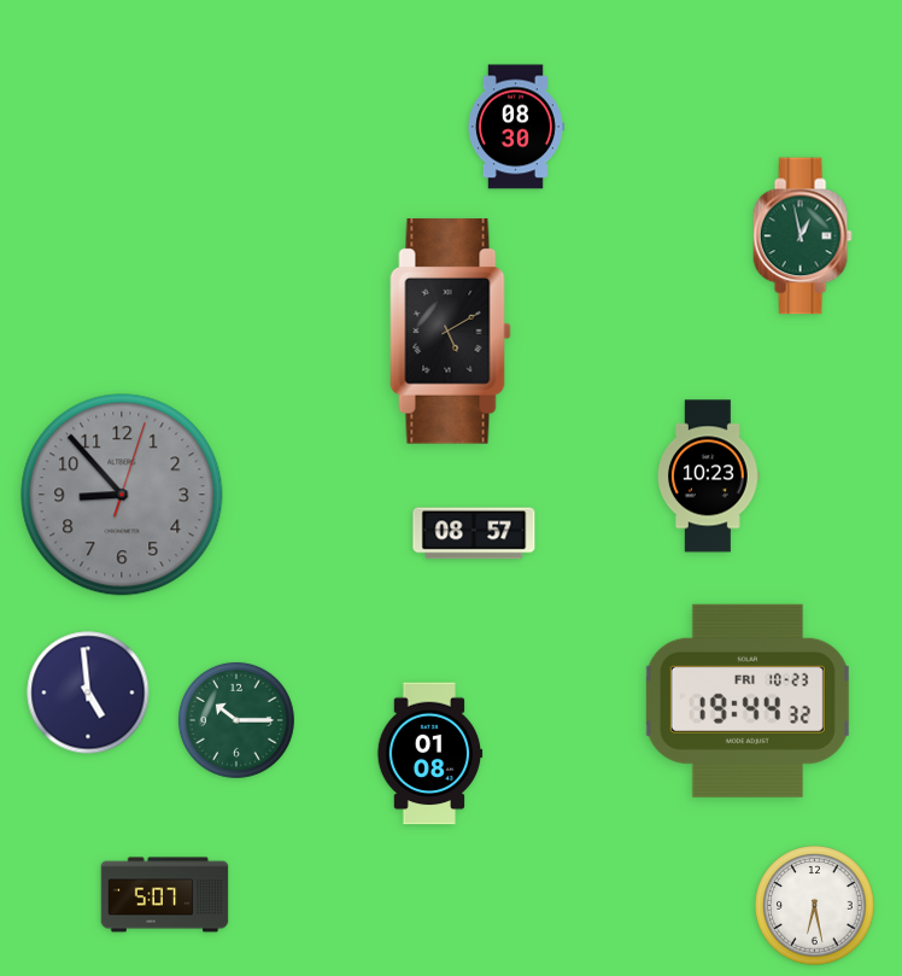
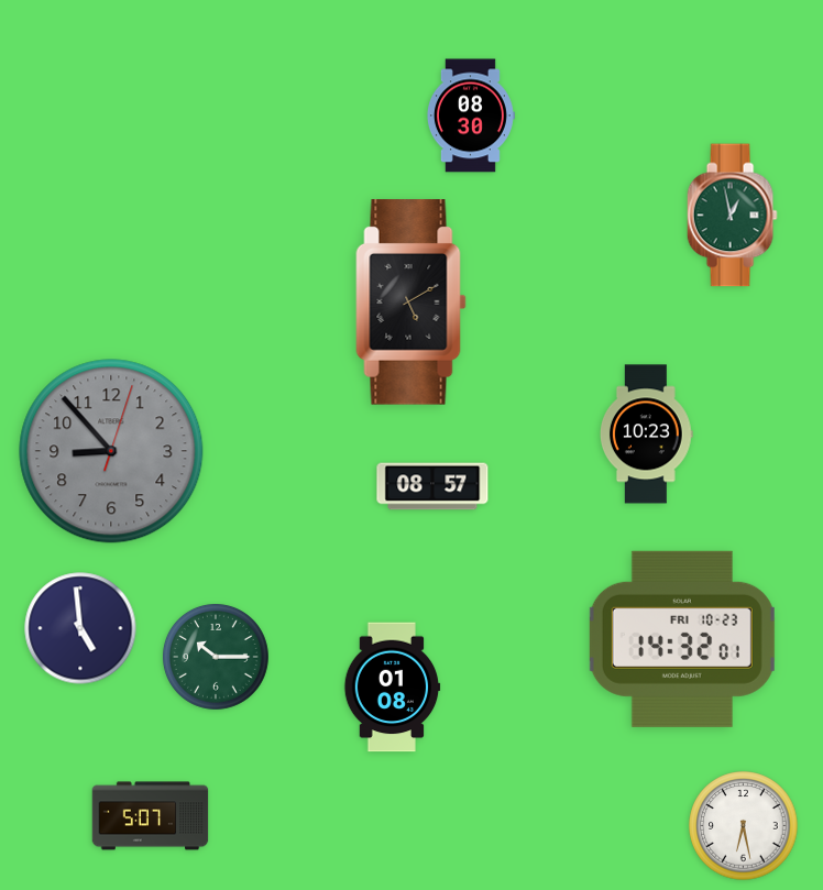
clock at (88, 692) position: (88, 692) -> (80, 628)
clock at (748, 701): 19:44 -> 14:32
